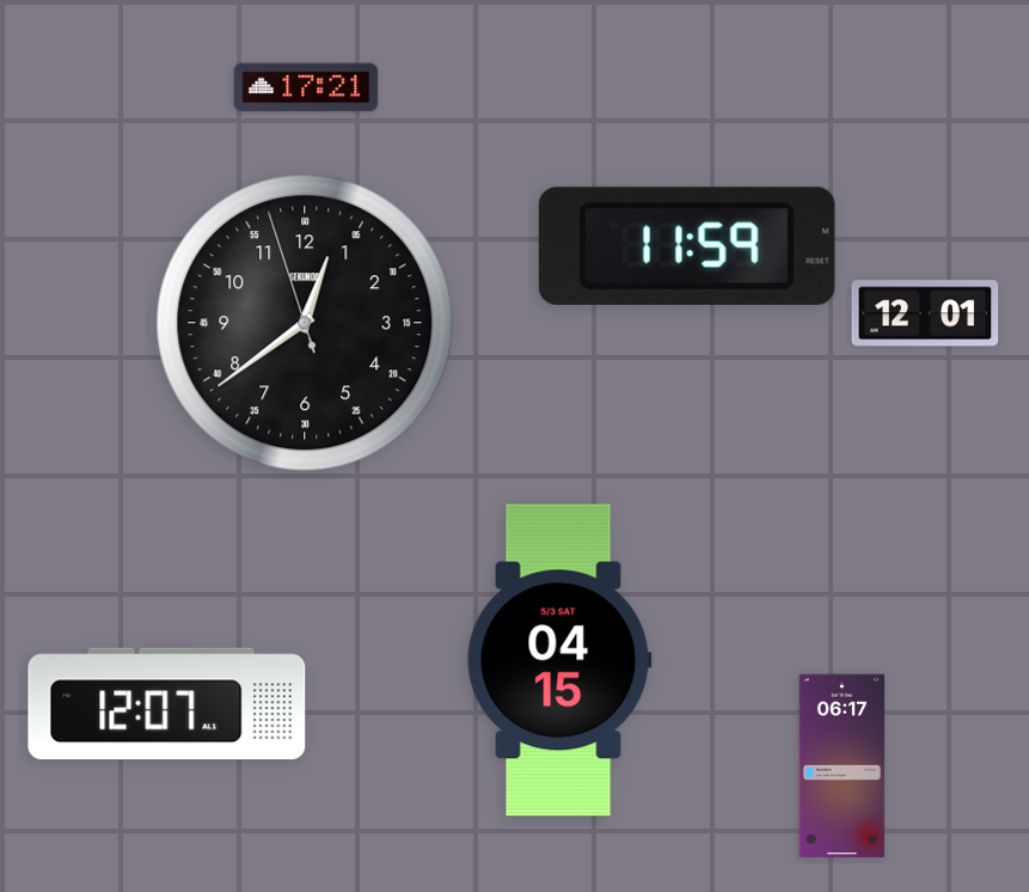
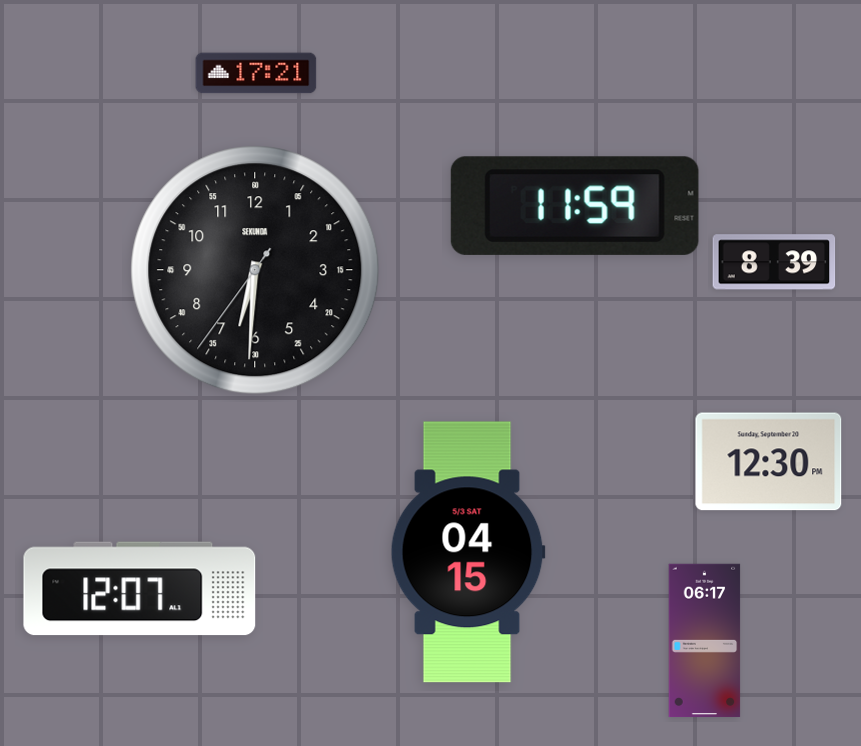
clock at (925, 313): 12:01 -> 8:39
clock at (305, 323): 12:38 -> 6:30
clock at (769, 462): none -> 12:30
